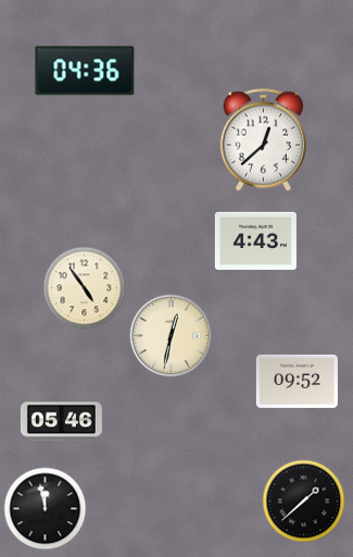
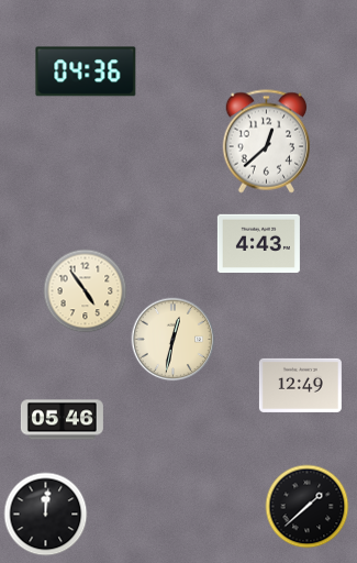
clock at (297, 381): 09:52 -> 12:49
clock at (61, 422) position: (61, 422) -> (62, 420)
clock at (46, 509): 11:58 -> 12:01
